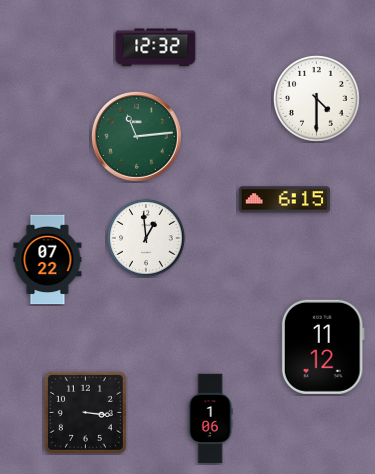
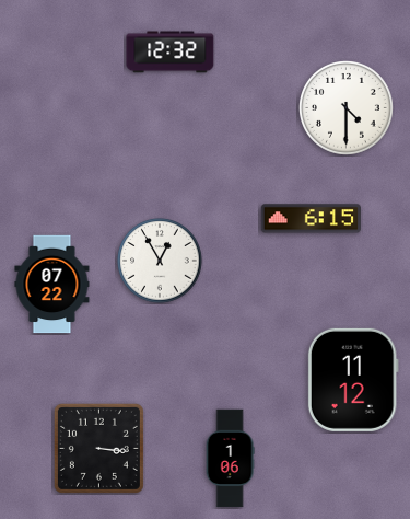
clock at (136, 136): 11:14 -> none
clock at (146, 238): 12:59 -> 12:55
clock at (85, 412) position: (85, 412) -> (98, 448)
